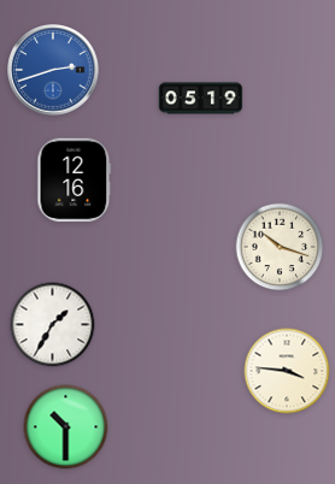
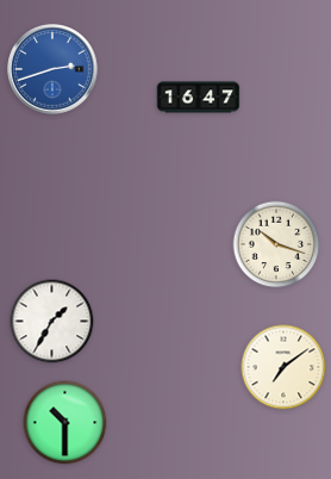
clock at (201, 99): 05:19 -> 16:47
clock at (75, 181): 12:16 -> none
clock at (287, 371): 3:46 -> 7:09
